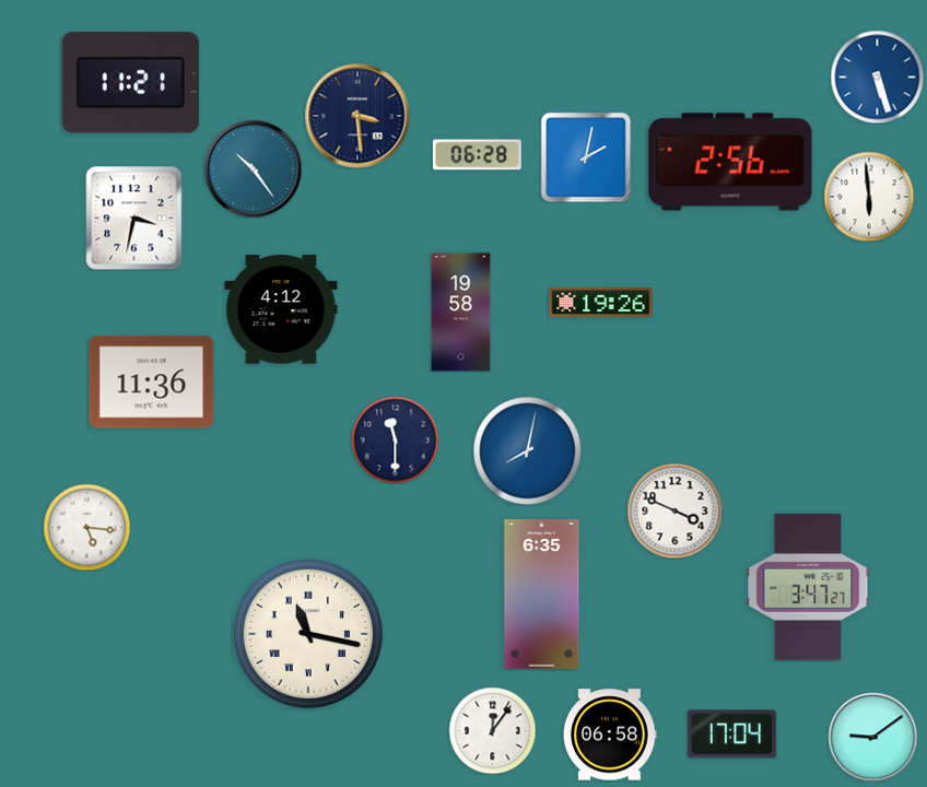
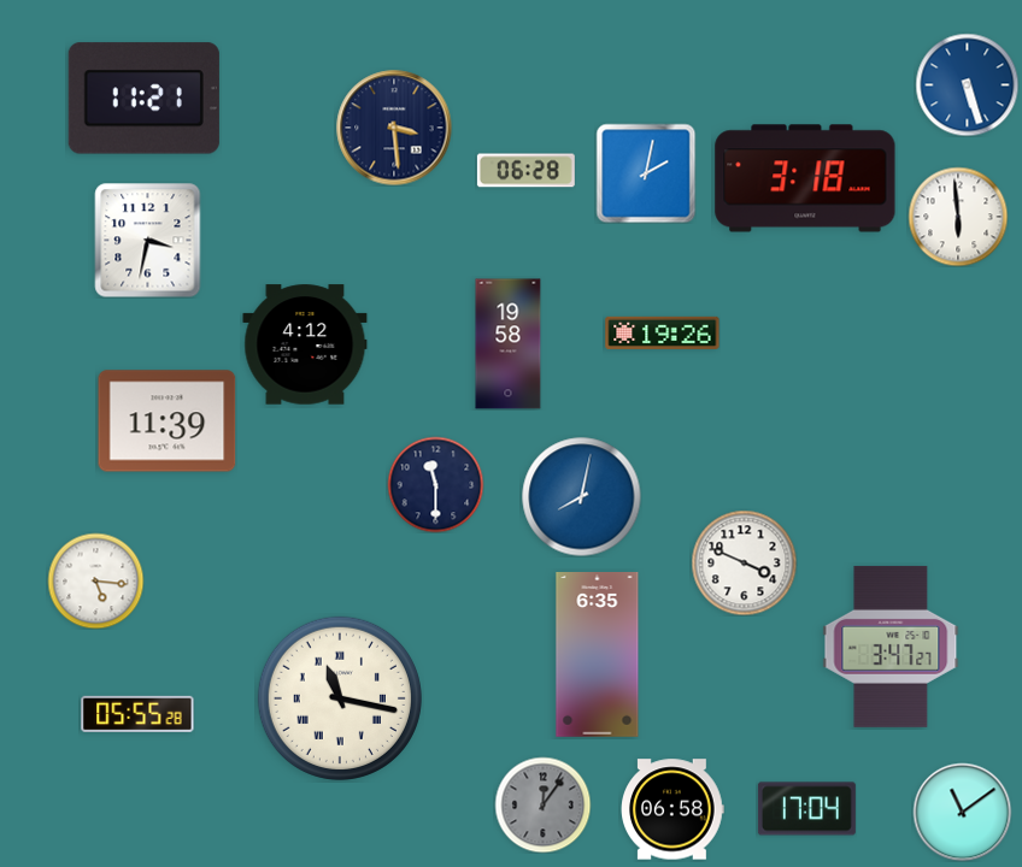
clock at (130, 83) position: (130, 83) -> (143, 99)
clock at (730, 162): 2:56 -> 3:18
clock at (253, 168): 10:24 -> none
clock at (281, 309) position: (281, 309) -> (305, 344)
clock at (152, 383): 11:36 -> 11:39
clock at (137, 714): none -> 05:55
clock at (492, 730) dial: white -> grey
clock at (872, 737): 9:09 -> 11:09
